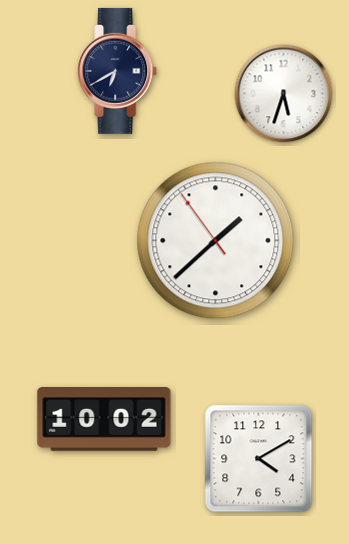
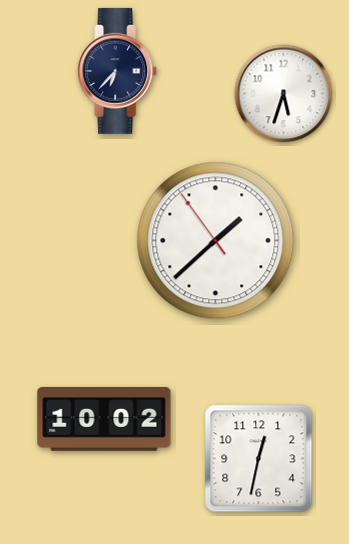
clock at (118, 71): 6:40 -> 6:37
clock at (259, 459): 4:10 -> 12:32
